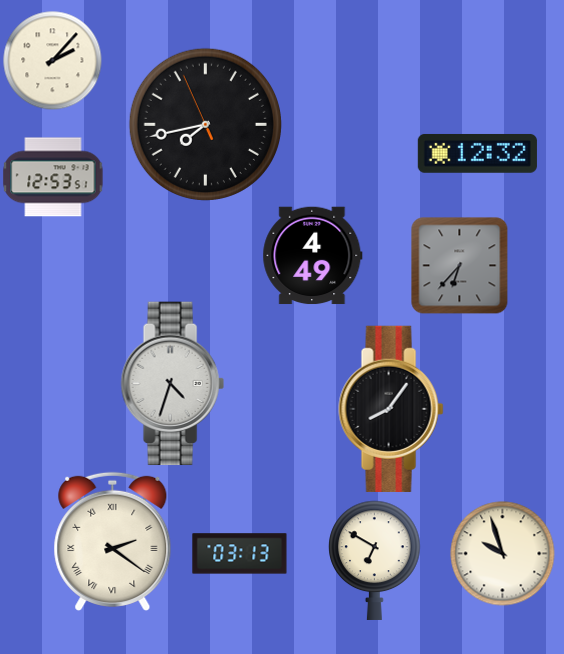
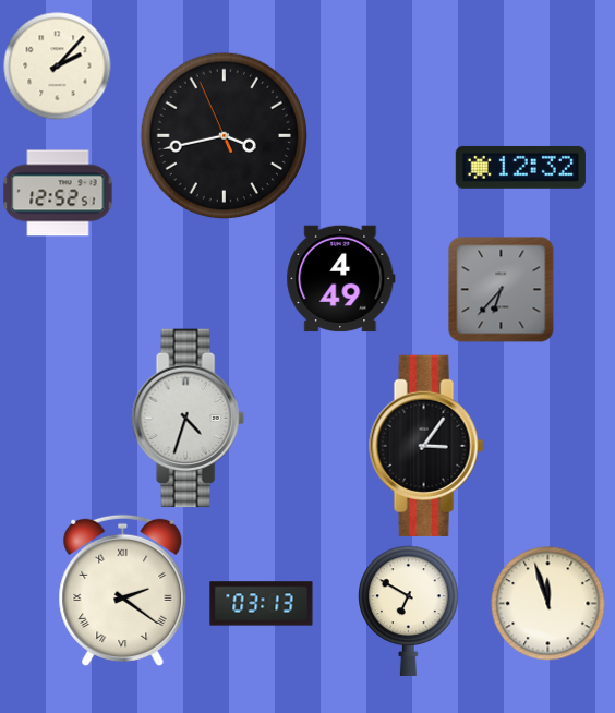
clock at (205, 124): 7:42 -> 3:42
clock at (53, 177): 12:53 -> 12:52
clock at (391, 409): 8:06 -> 3:06
clock at (503, 554): 9:57 -> 11:57
